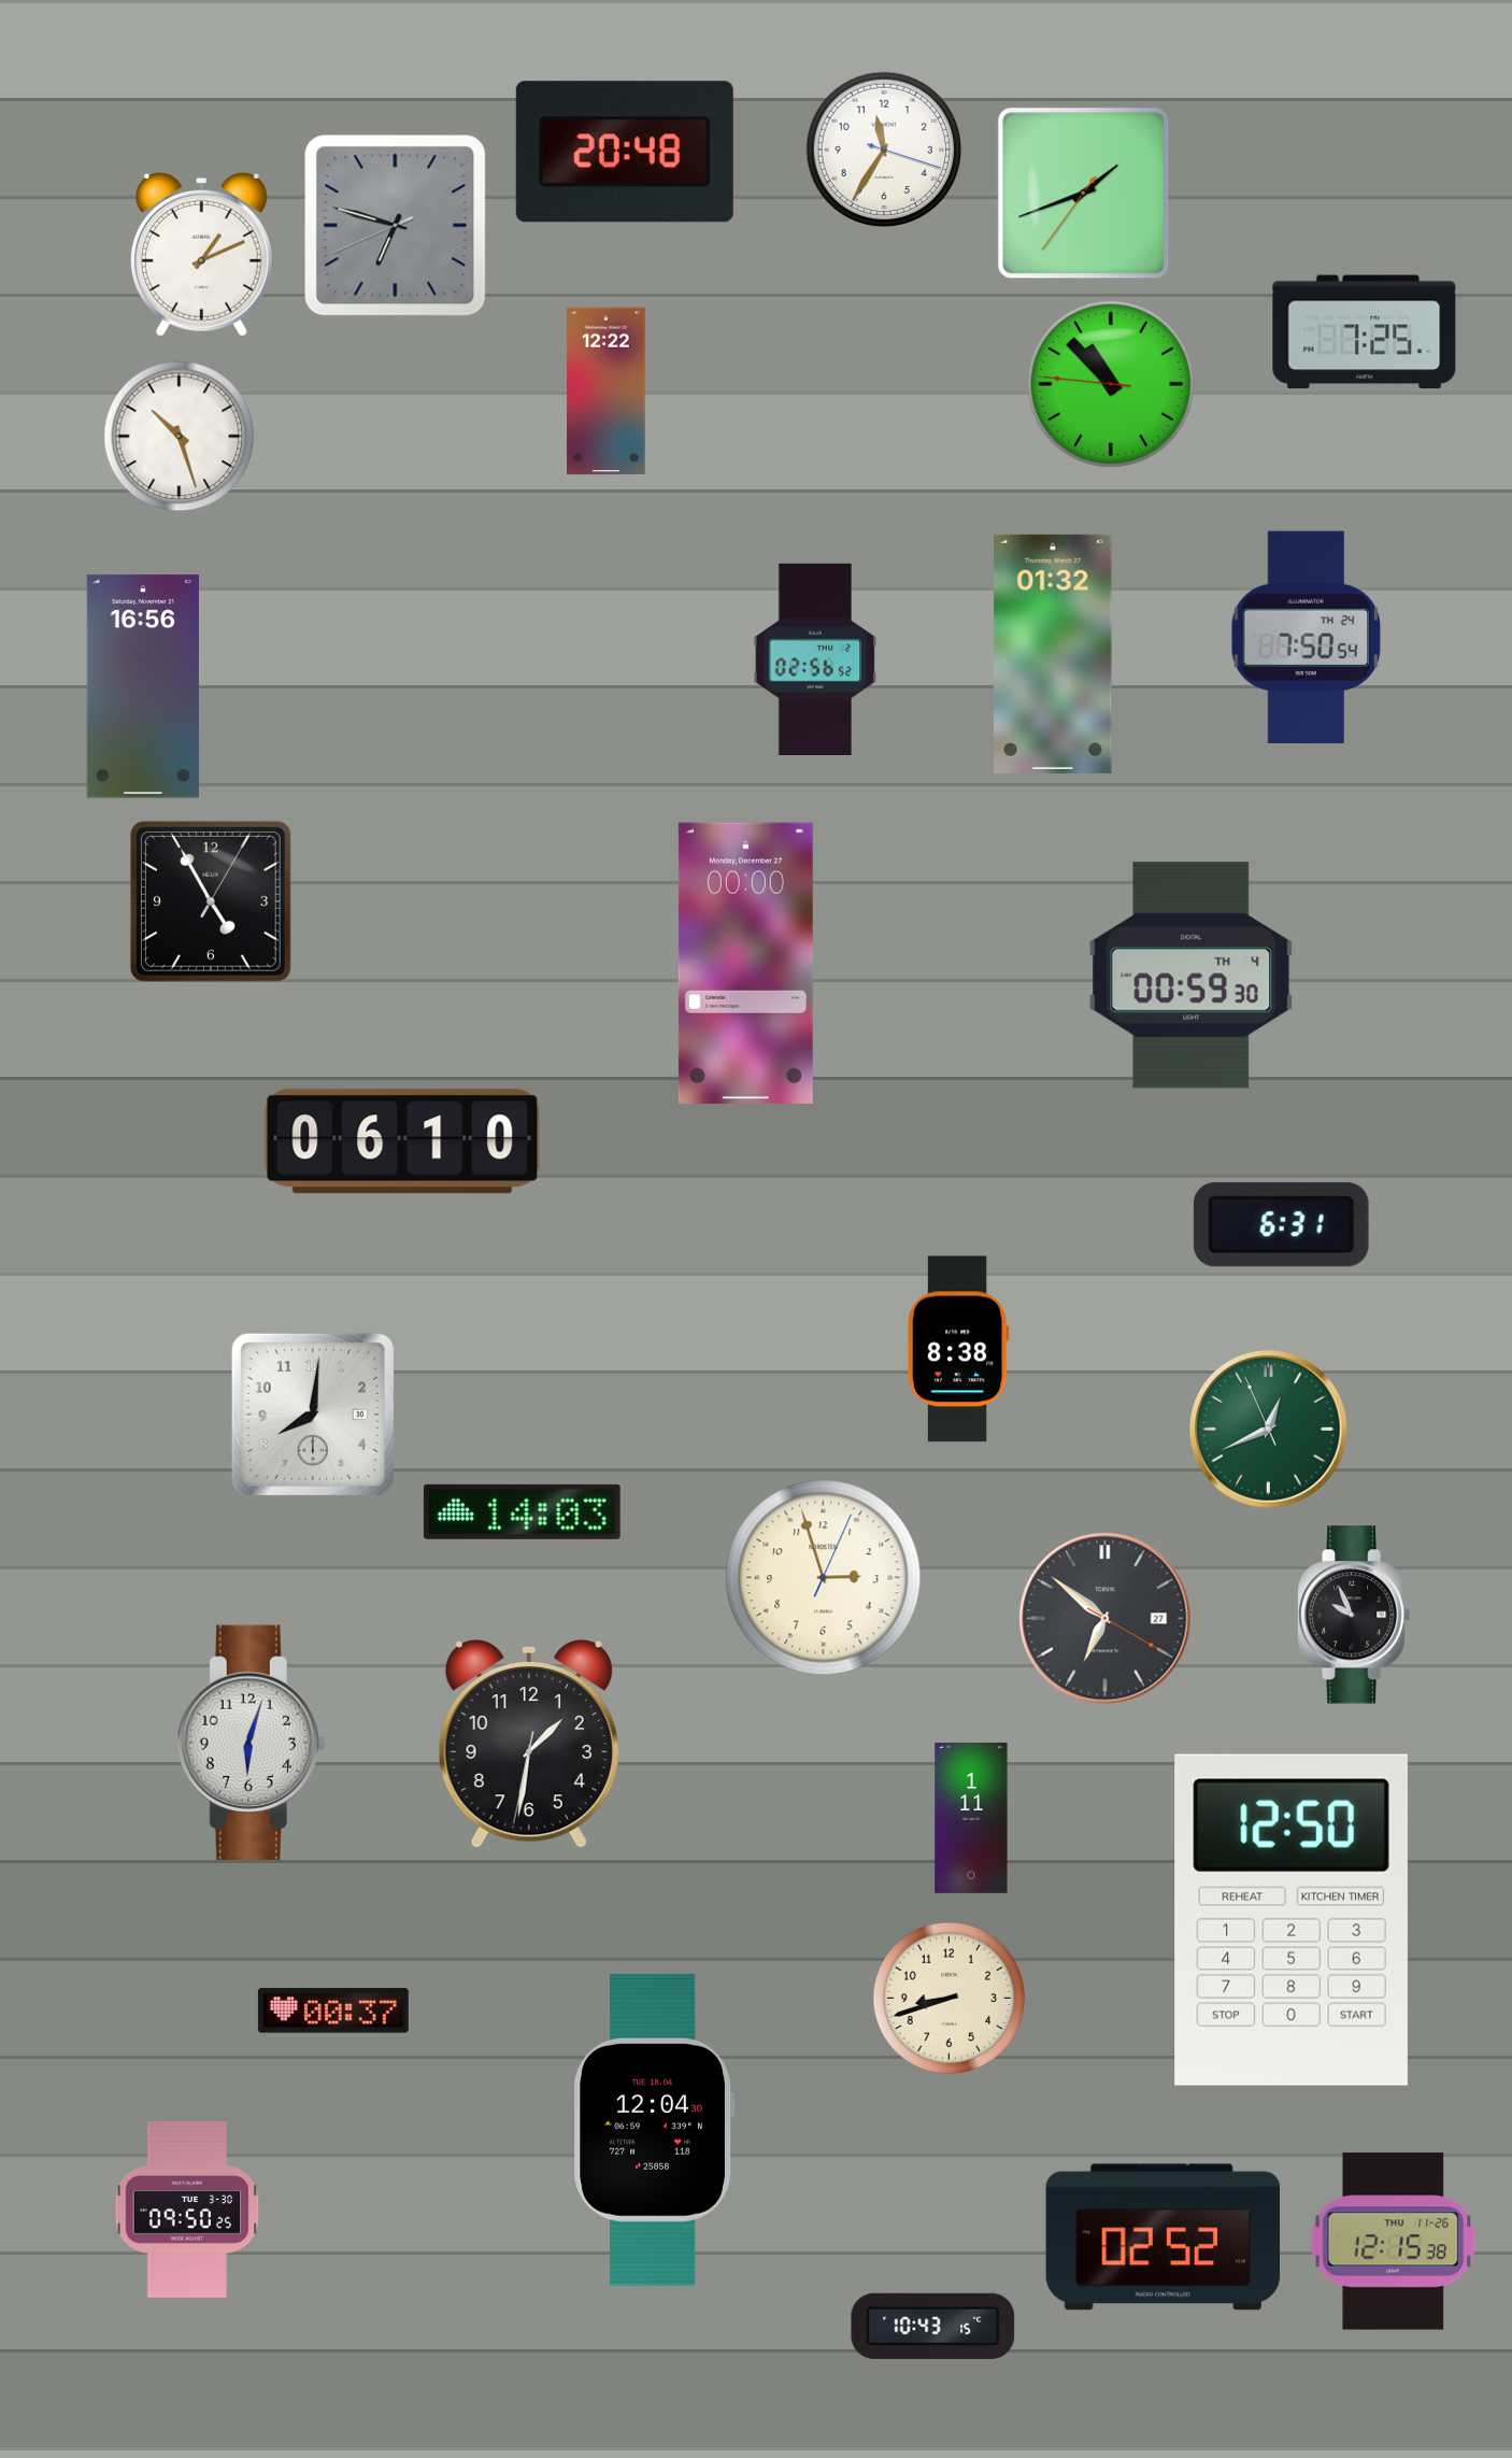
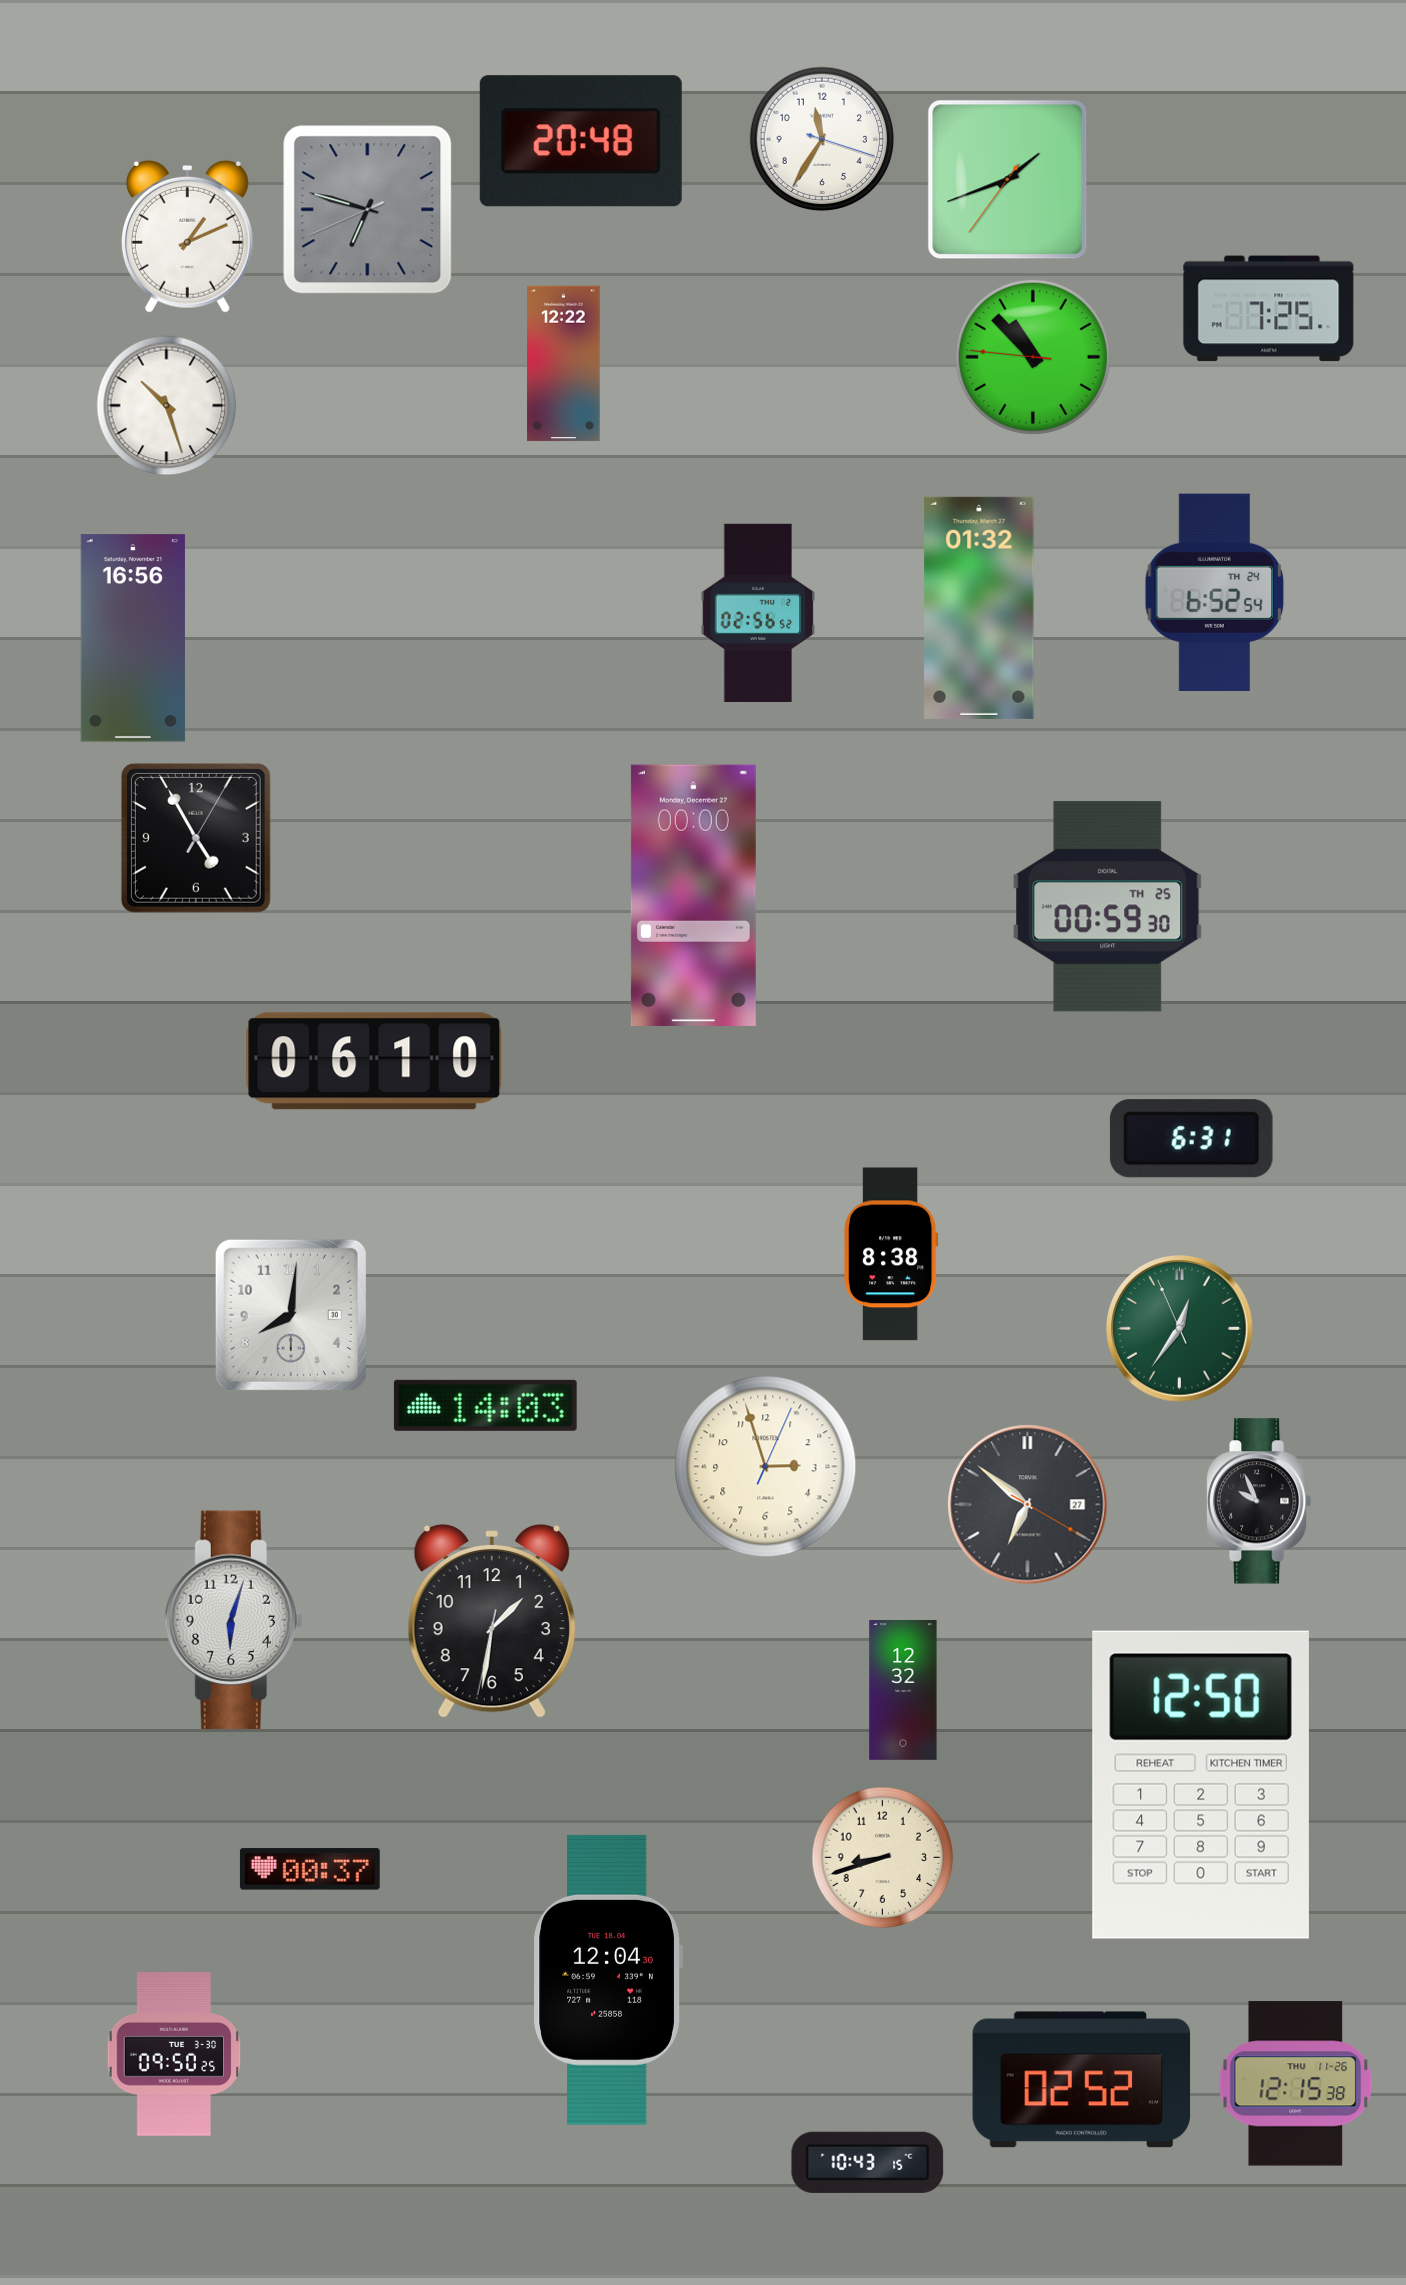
clock at (1307, 637): 7:50 -> 6:52
clock at (1192, 976) date: TH 4 -> TH 25
clock at (1269, 1430): 12:40 -> 12:35
clock at (971, 1818): 1:11 -> 12:32
